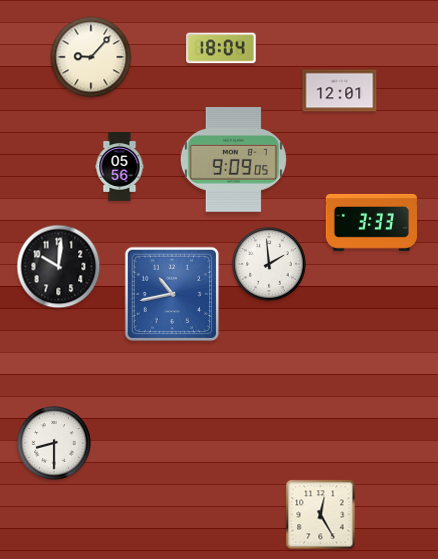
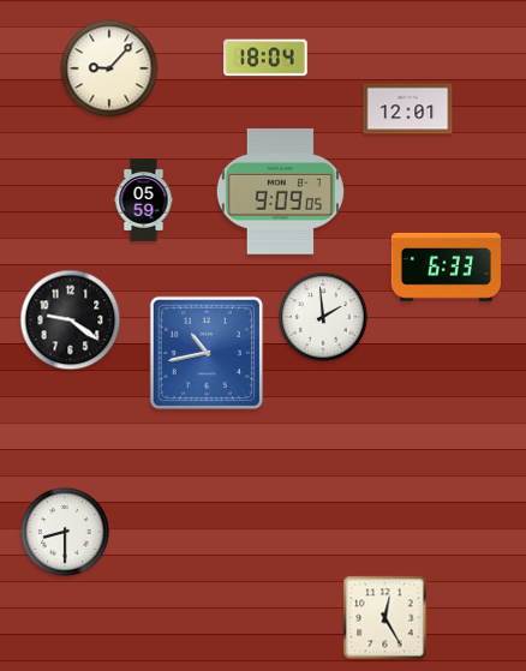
clock at (120, 167): 05:56 -> 05:59
clock at (371, 222): 3:33 -> 6:33
clock at (59, 267): 10:01 -> 9:21
